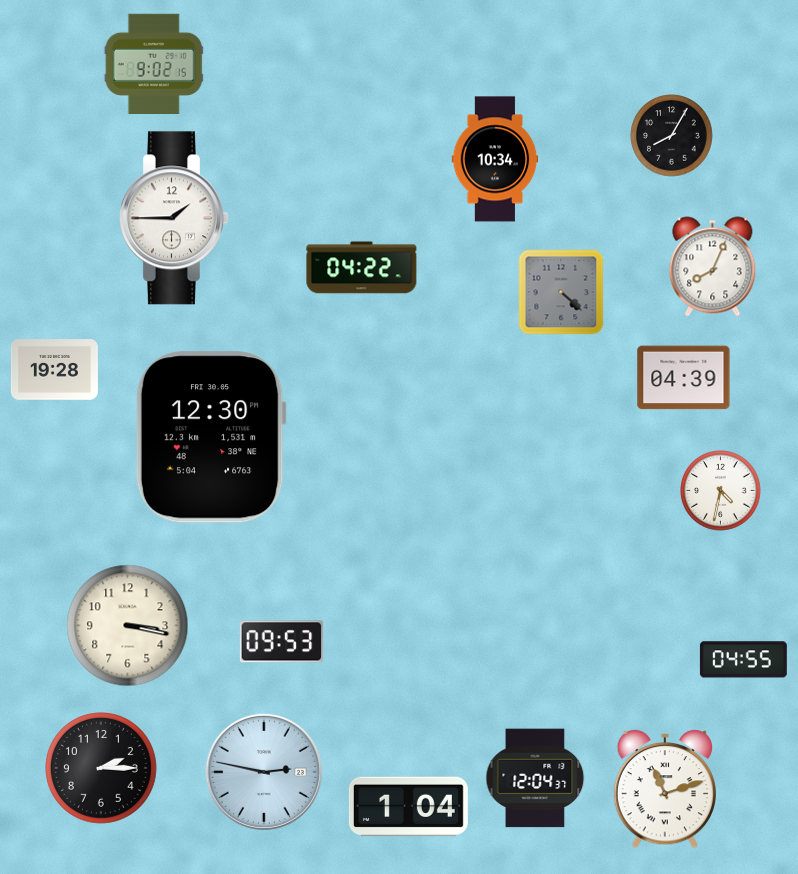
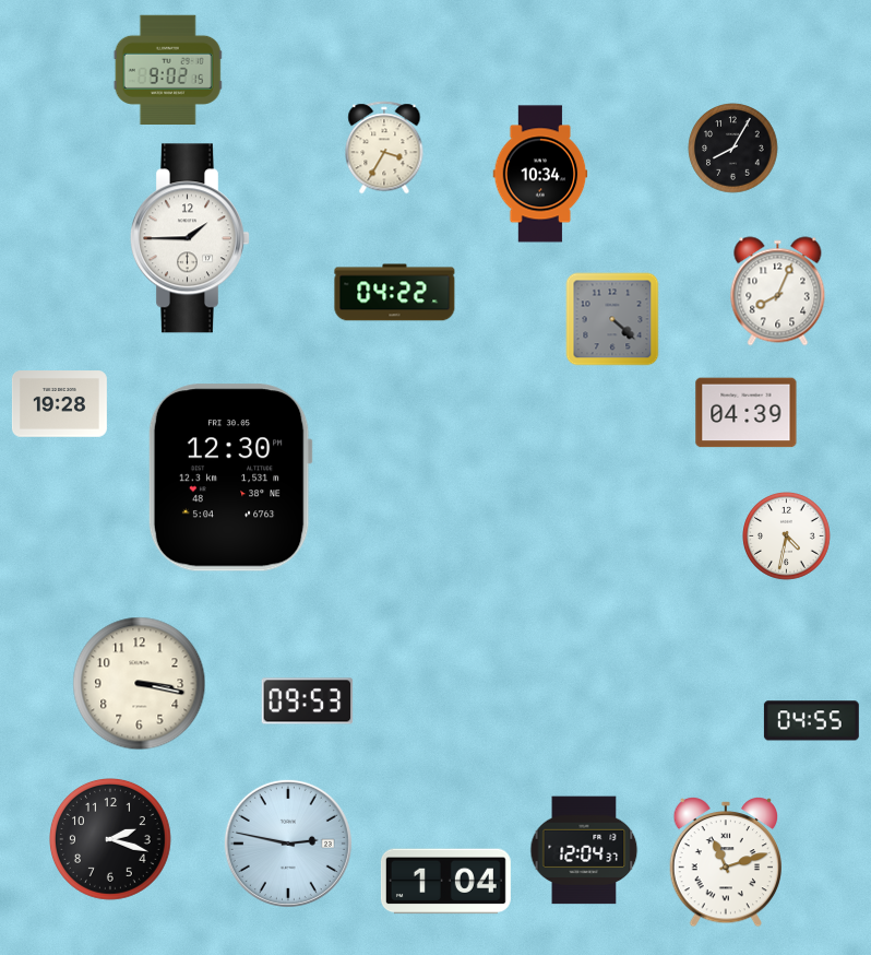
clock at (384, 148): none -> 3:35
clock at (102, 769): 2:15 -> 2:18
